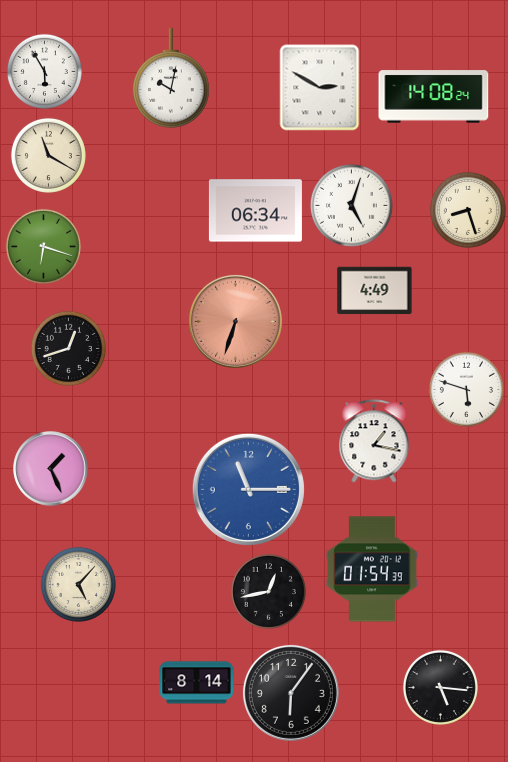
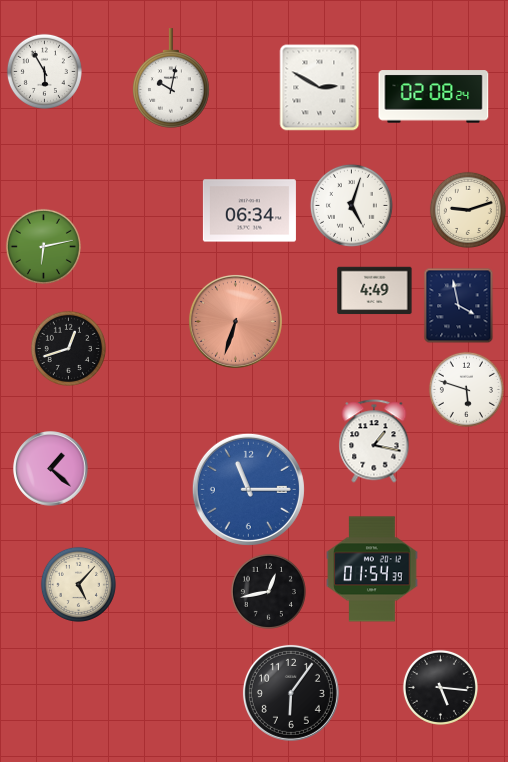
clock at (434, 97): 14:08 -> 02:08
clock at (48, 155): 11:20 -> none
clock at (468, 210): 8:27 -> 9:12
clock at (255, 211) position: (255, 211) -> (249, 211)
clock at (43, 246): 6:18 -> 6:13
clock at (459, 306): none -> 3:58
clock at (51, 469): 1:26 -> 1:22
clock at (197, 683): 8:14 -> none
